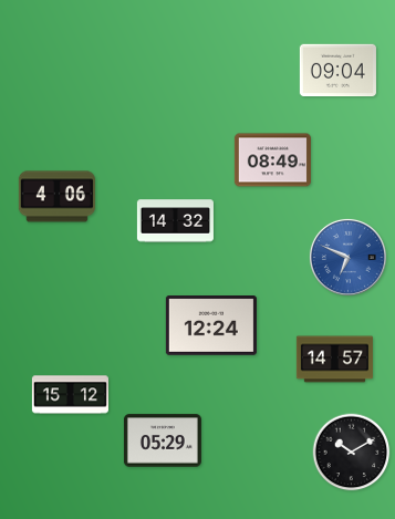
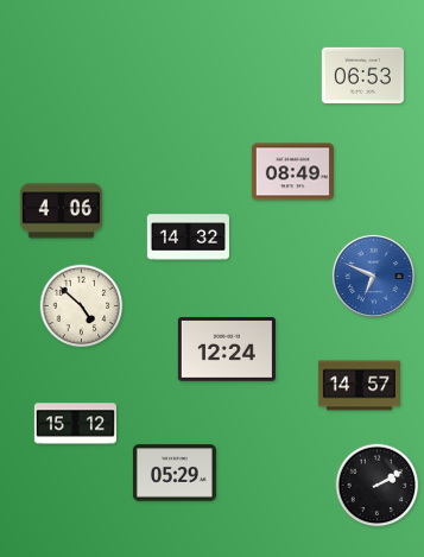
clock at (337, 71): 09:04 -> 06:53
clock at (82, 306): none -> 4:52
clock at (352, 453): 10:10 -> 2:10
